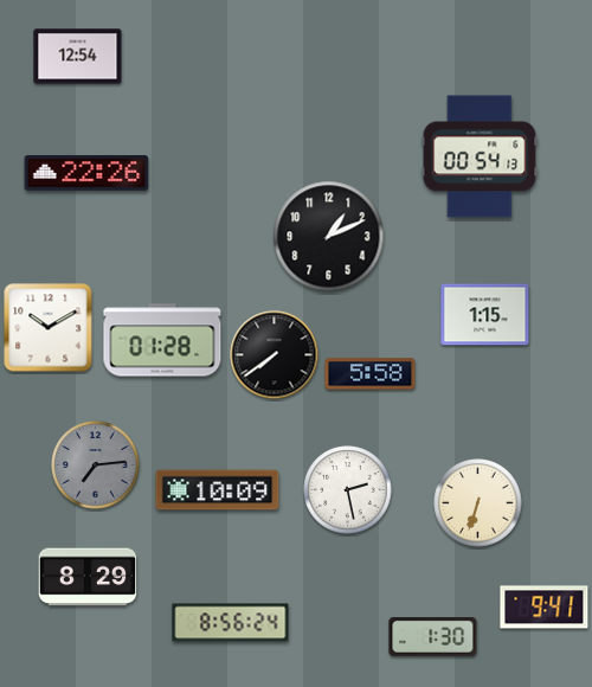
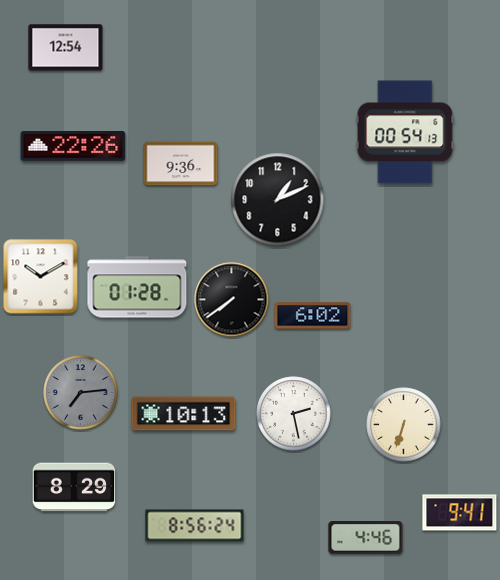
clock at (181, 164): none -> 9:36
clock at (485, 315): 1:15 -> none
clock at (371, 374): 5:58 -> 6:02
clock at (218, 490): 10:09 -> 10:13
clock at (433, 637): 1:30 -> 4:46
